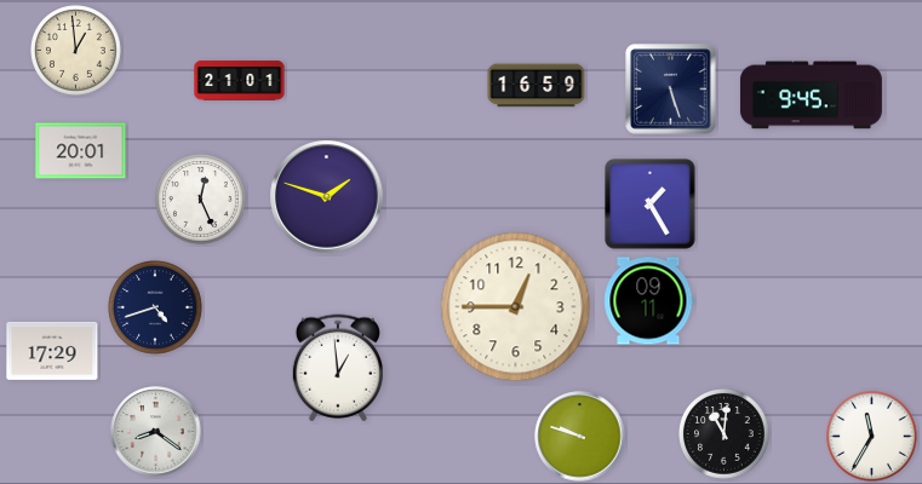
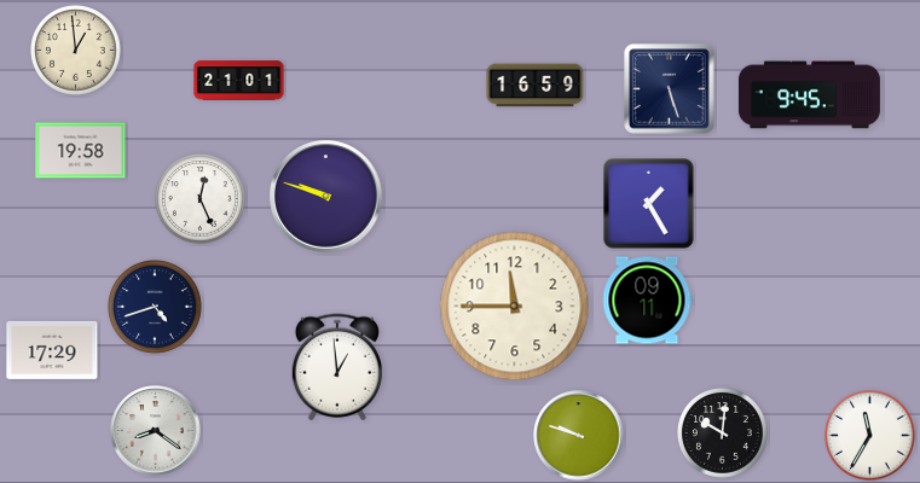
clock at (81, 151): 20:01 -> 19:58
clock at (327, 197): 1:48 -> 9:48
clock at (516, 307): 12:45 -> 11:45
clock at (725, 434): 11:01 -> 10:01
